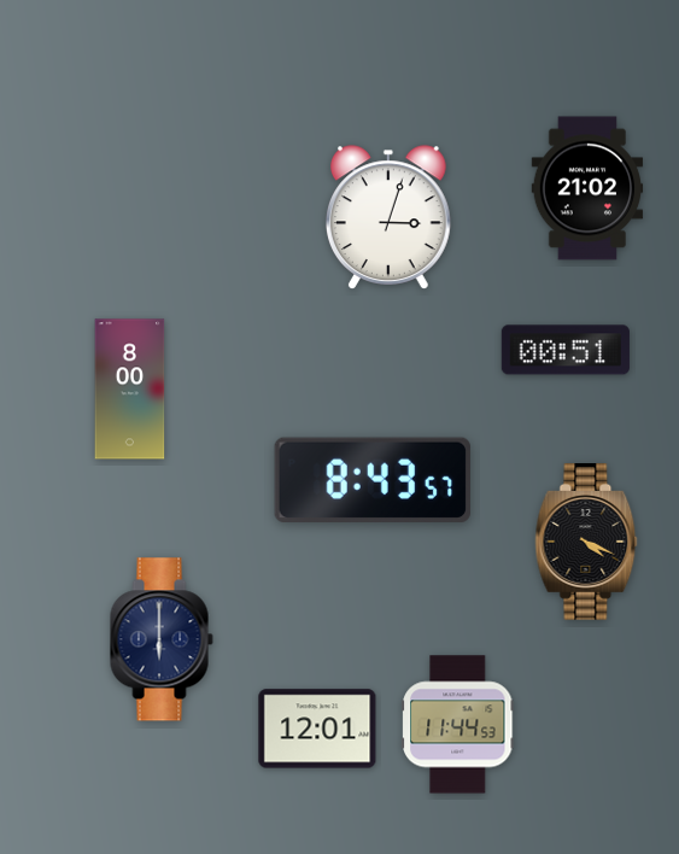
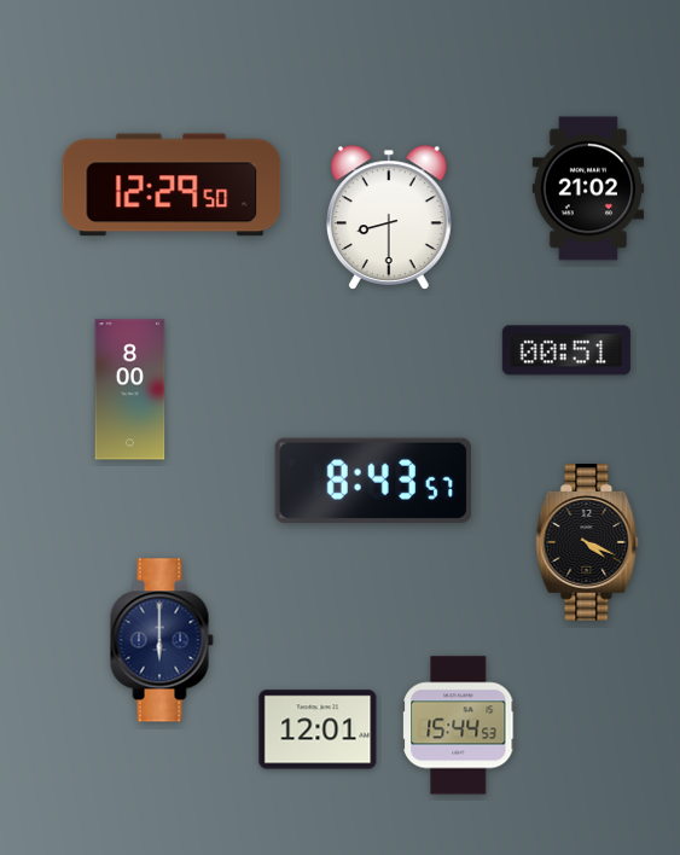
clock at (172, 185): none -> 12:29
clock at (388, 217): 3:03 -> 8:30
clock at (458, 725): 11:44 -> 15:44
